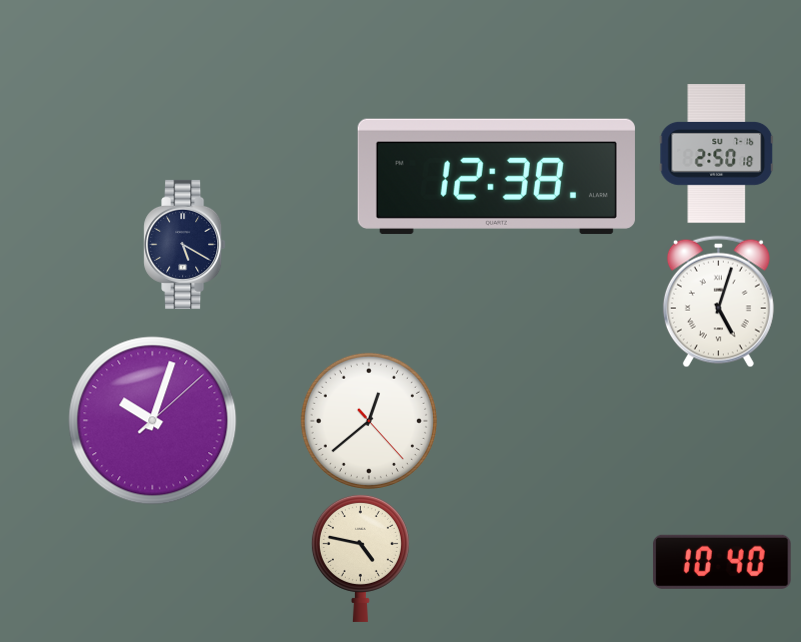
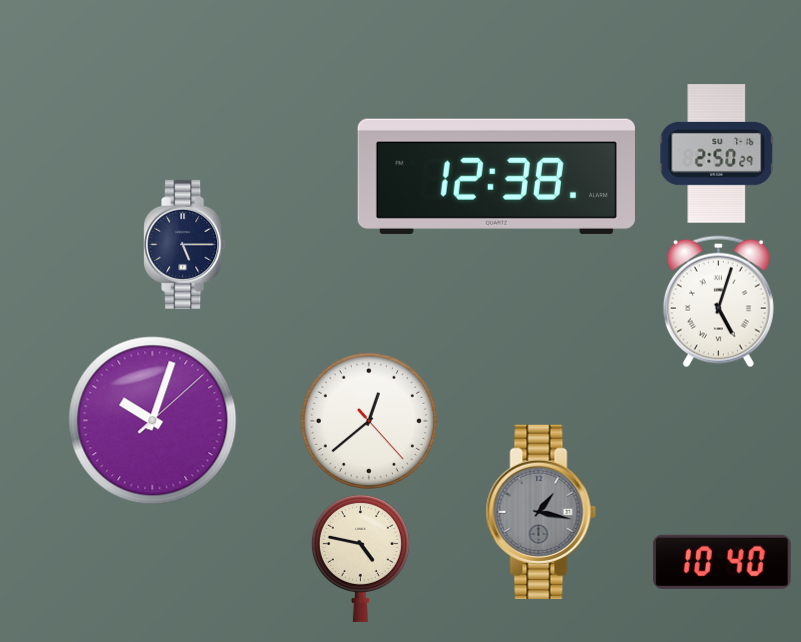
clock at (717, 154): 2:50:18 -> 2:50:29
clock at (185, 244): 5:20 -> 5:15
clock at (541, 512): none -> 1:17
